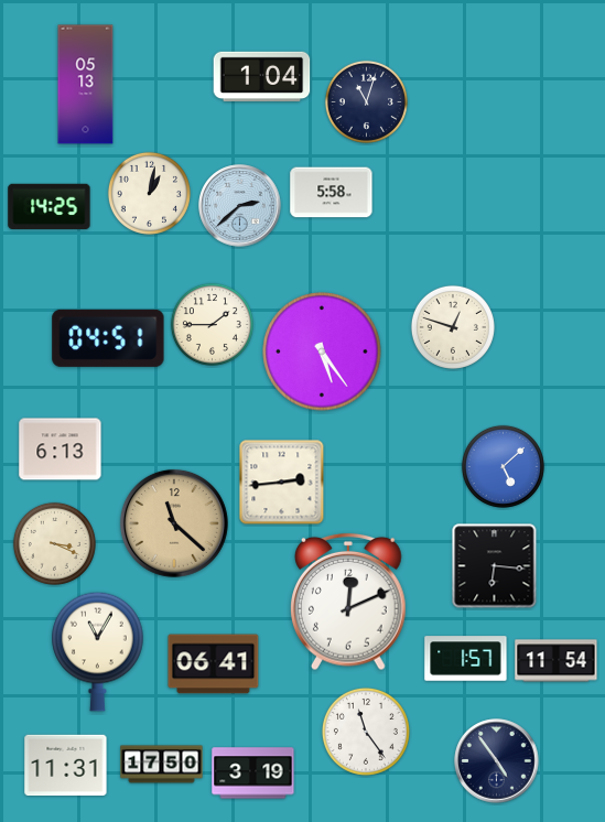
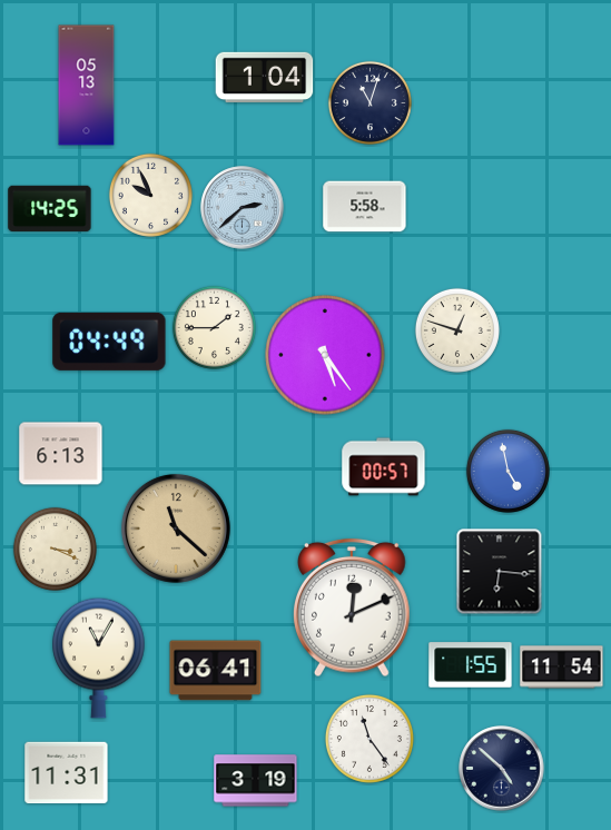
clock at (149, 193): 1:02 -> 9:56
clock at (332, 193) position: (332, 193) -> (365, 207)
clock at (108, 338): 04:51 -> 04:49
clock at (384, 467): none -> 00:57
clock at (503, 466): 5:08 -> 4:58
clock at (282, 483): 2:44 -> none
clock at (466, 659): 1:57 -> 1:55
clock at (497, 761): 4:54 -> 4:52
clock at (162, 765): 17:50 -> none
